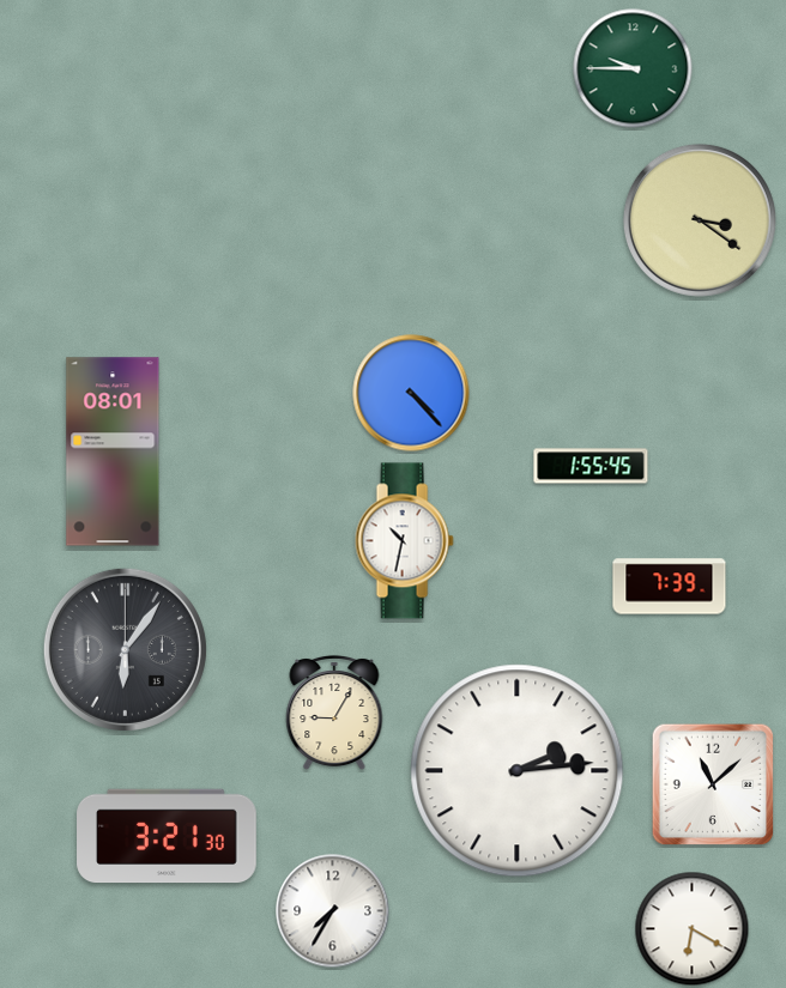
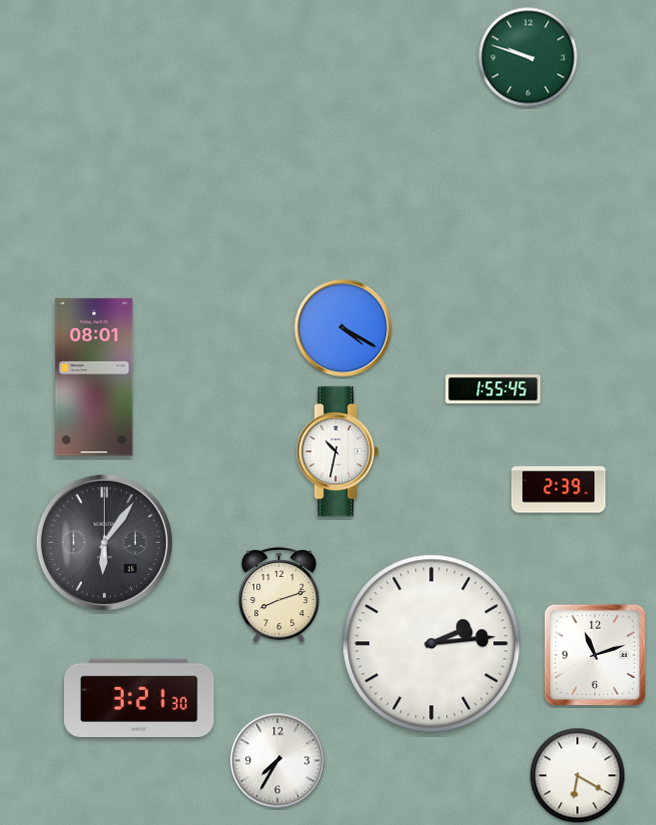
clock at (633, 68): 9:45 -> 9:48
clock at (700, 220): 3:21 -> none
clock at (411, 393): 4:23 -> 4:20
clock at (670, 587): 7:39 -> 2:39
clock at (334, 713): 9:05 -> 8:12
clock at (713, 784): 11:08 -> 11:12
